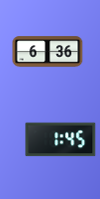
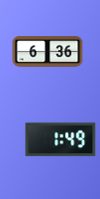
clock at (61, 140): 1:45 -> 1:49
